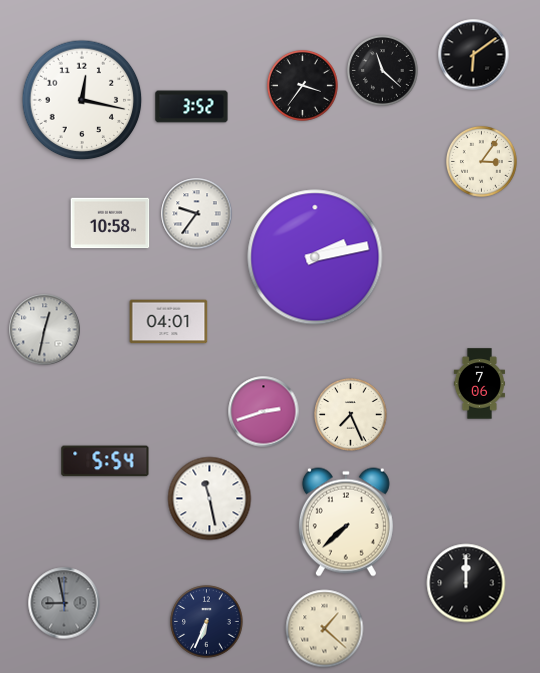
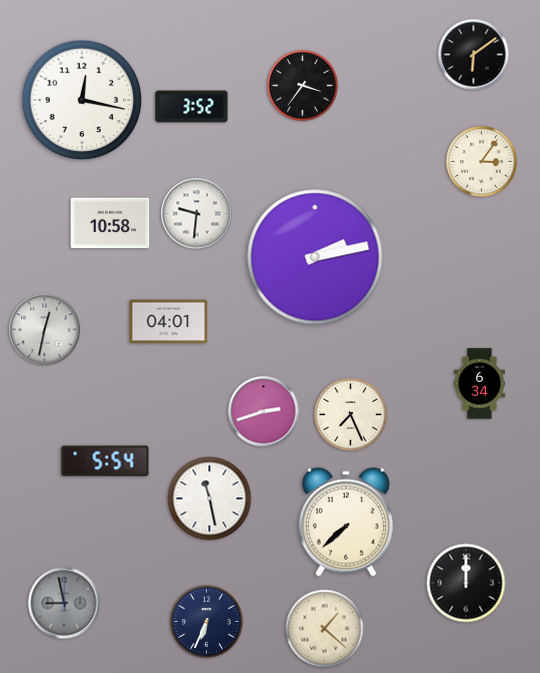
clock at (382, 70): 11:22 -> none
clock at (197, 214): 9:36 -> 9:31
clock at (479, 384): 7:06 -> 6:34
